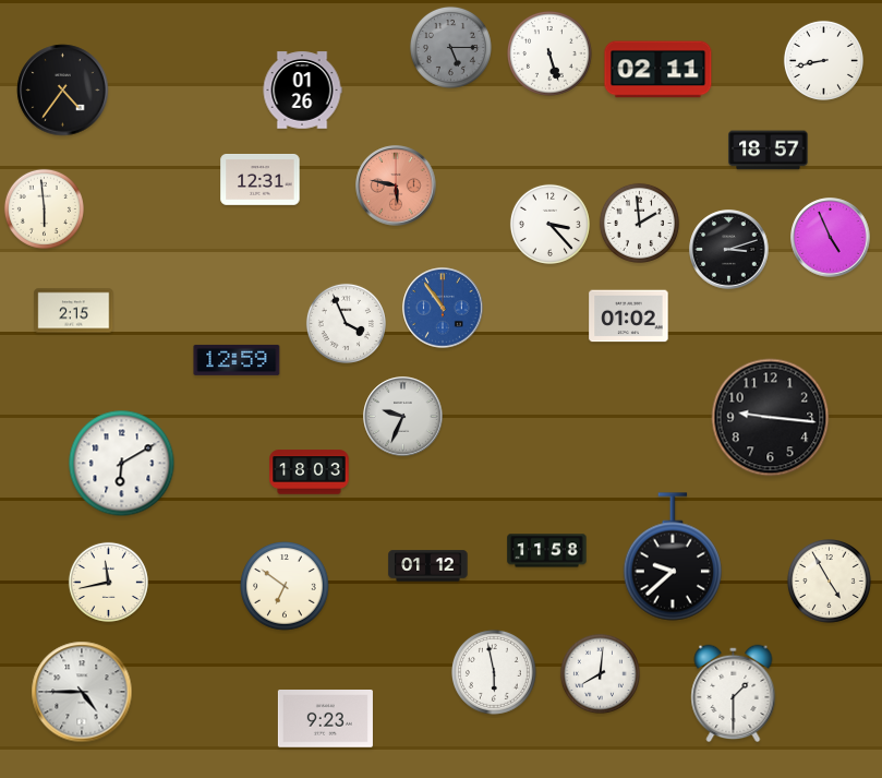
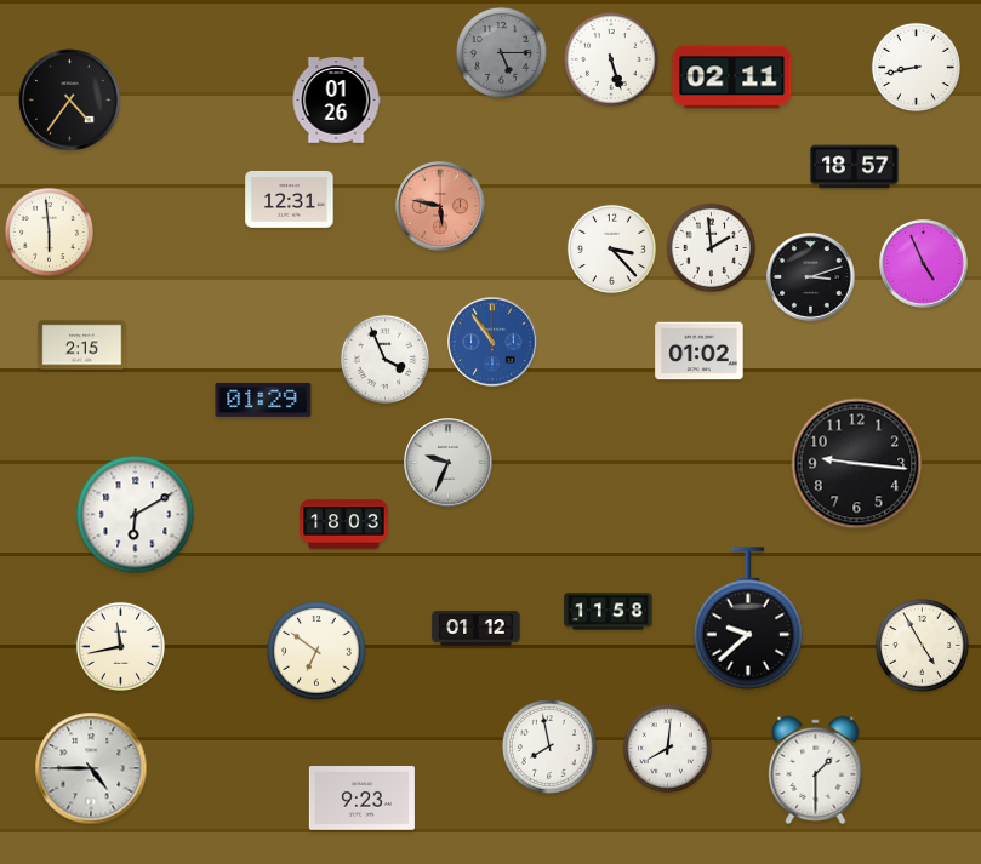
clock at (237, 360): 12:59 -> 01:29
clock at (494, 672): 5:58 -> 7:58
